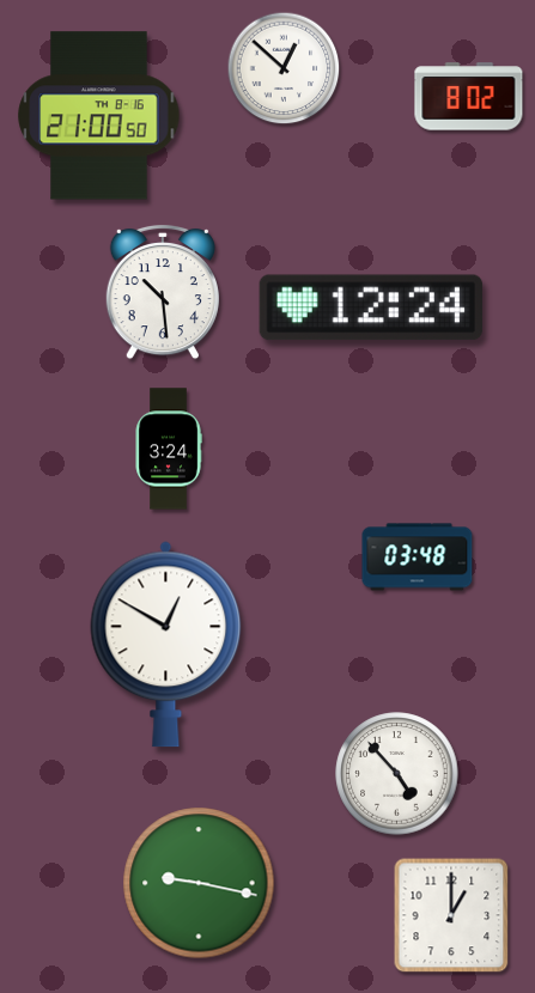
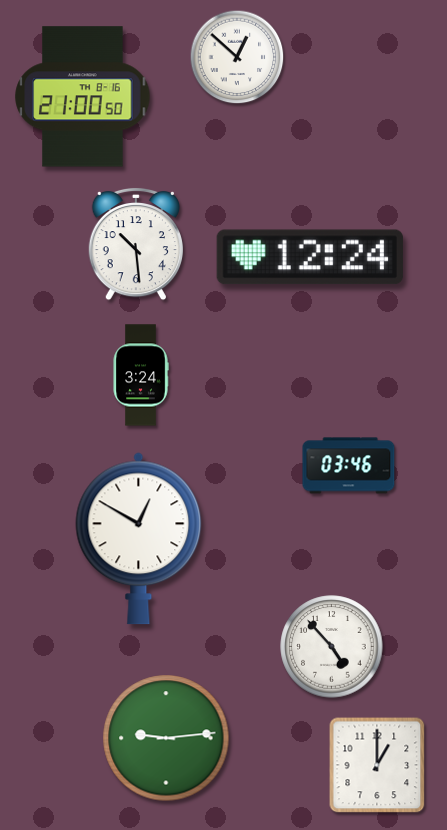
clock at (469, 97): 8:02 -> none
clock at (418, 558): 03:48 -> 03:46
clock at (199, 883): 9:17 -> 9:14
